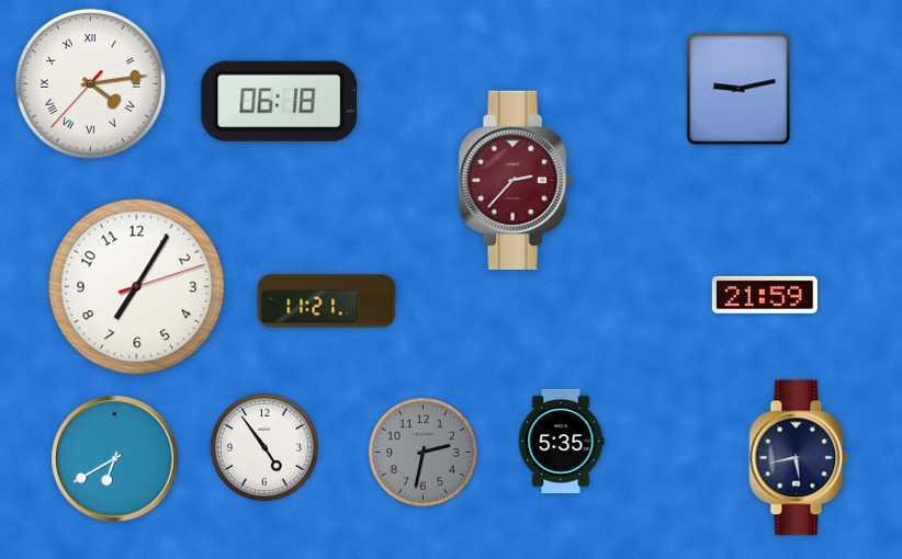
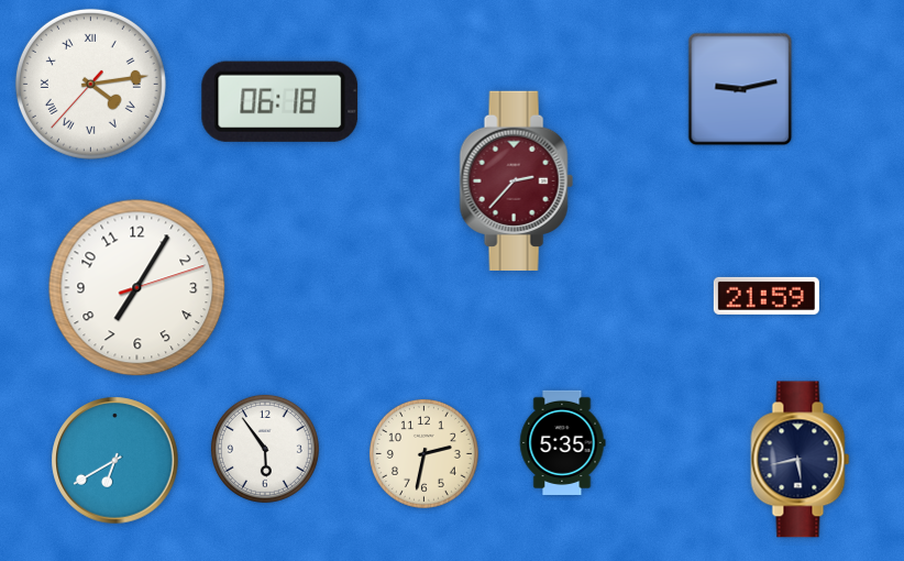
clock at (327, 301): 11:21 -> none
clock at (264, 447): 4:54 -> 5:54
clock at (422, 452) dial: grey -> cream
